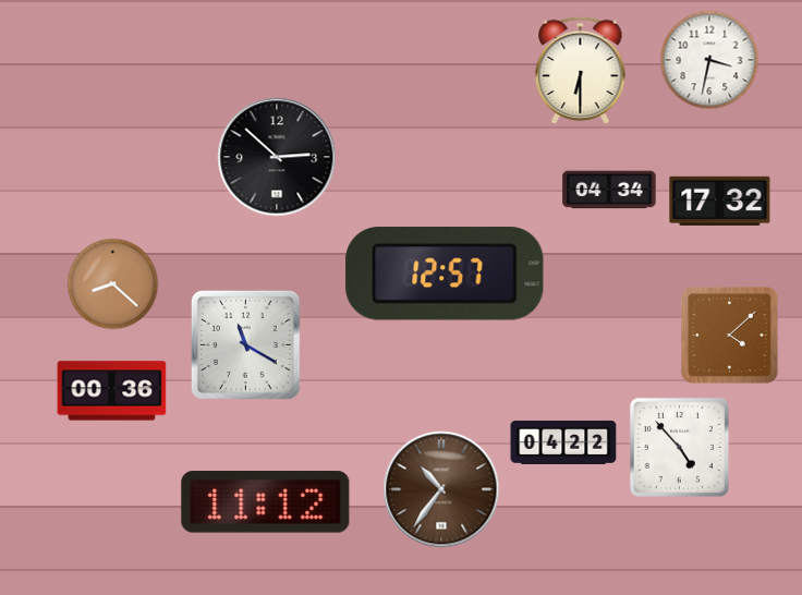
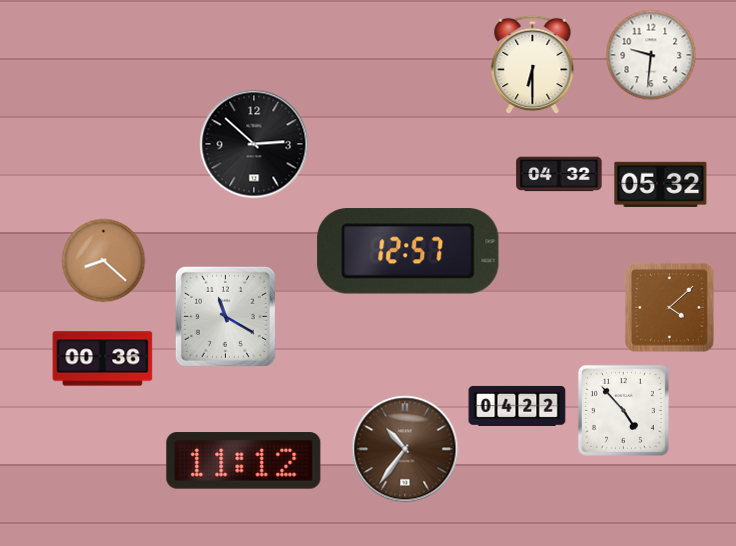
clock at (709, 60): 3:32 -> 9:31
clock at (609, 190): 04:34 -> 04:32
clock at (720, 201): 17:32 -> 05:32
